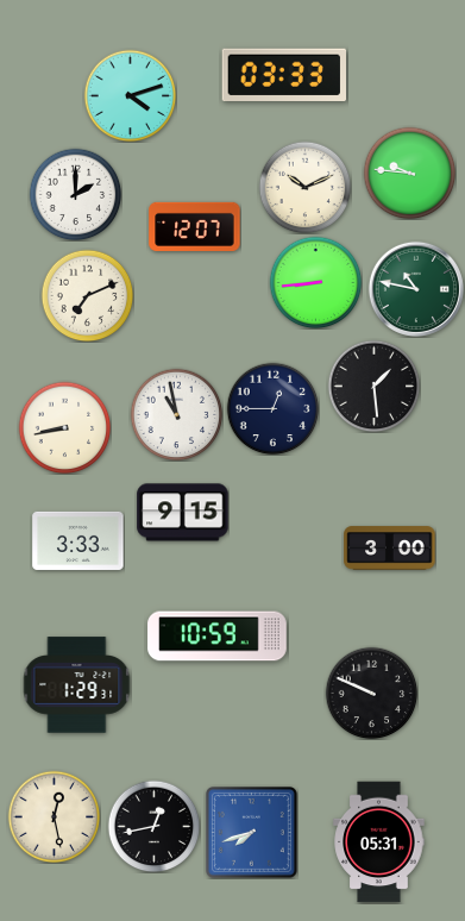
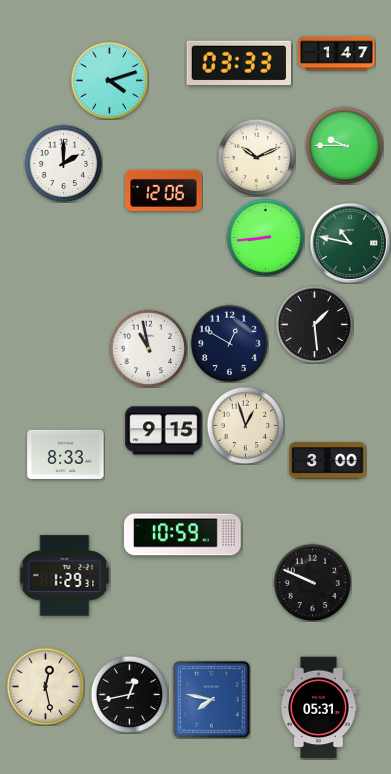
clock at (337, 54): none -> 1:47
clock at (409, 173): 9:46 -> 9:45
clock at (195, 226): 12:07 -> 12:06
clock at (87, 295): 7:11 -> none
clock at (272, 408): 12:45 -> 12:50
clock at (64, 427): 8:43 -> none
clock at (245, 425): none -> 12:57
clock at (183, 513) position: (183, 513) -> (164, 431)
clock at (78, 540): 3:33 -> 8:33
clock at (251, 832): 7:42 -> 7:47
